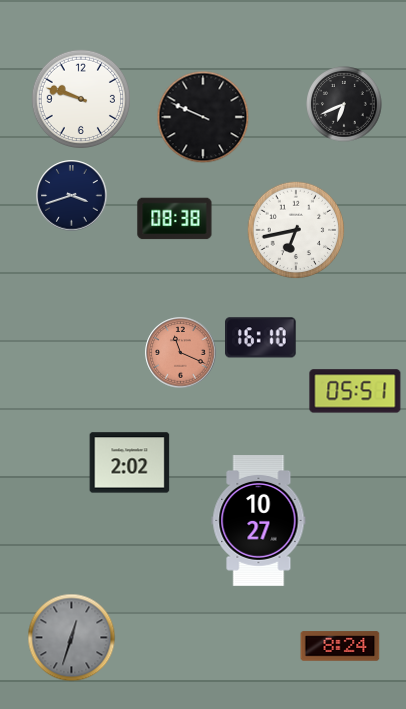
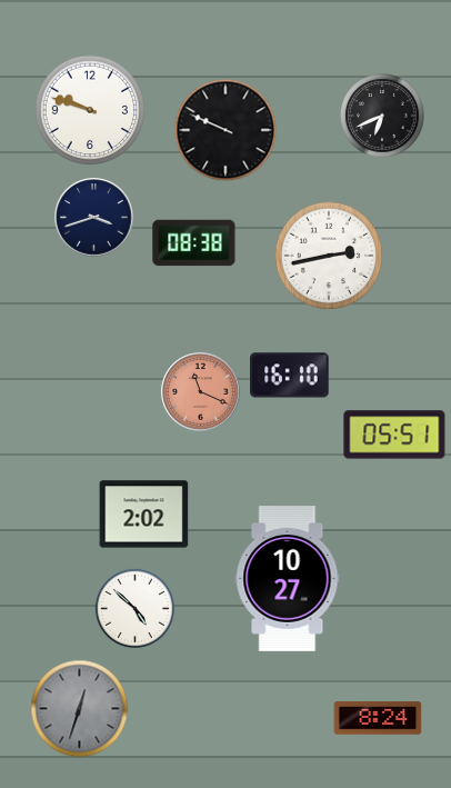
clock at (72, 196) position: (72, 196) -> (94, 218)
clock at (296, 230): 6:43 -> 2:43
clock at (134, 608): none -> 4:52
